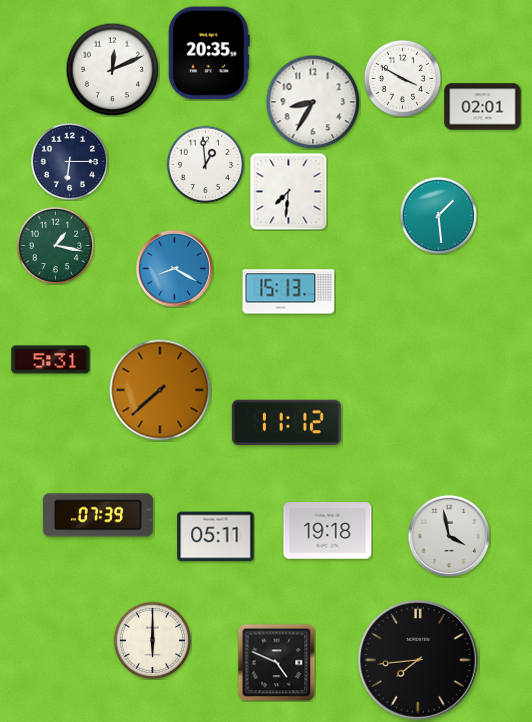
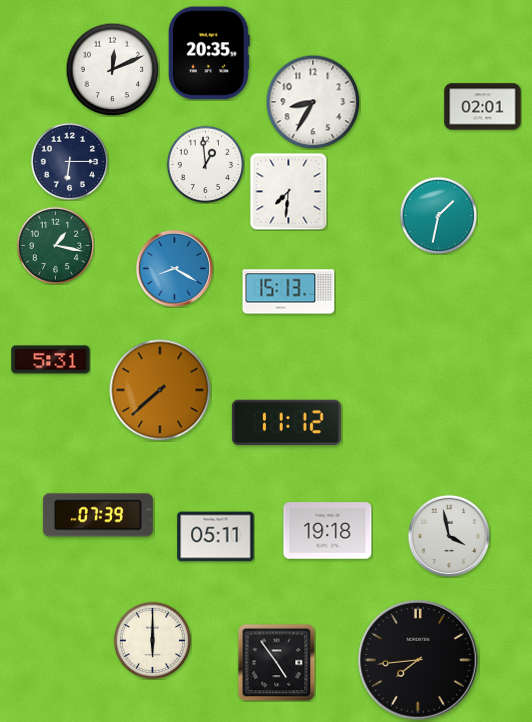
clock at (402, 78): 3:50 -> none
clock at (438, 215): 1:29 -> 1:32
clock at (276, 662): 4:49 -> 4:54
